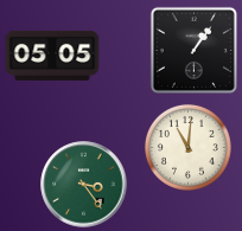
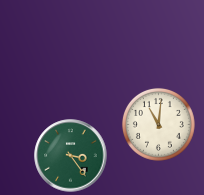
clock at (193, 50): 1:06 -> none
clock at (52, 56): 05:05 -> none
